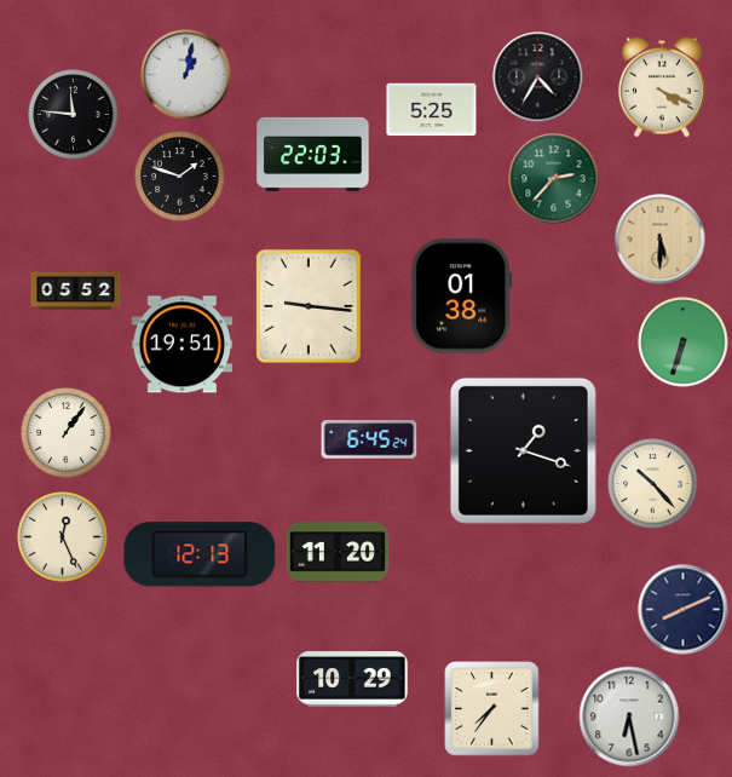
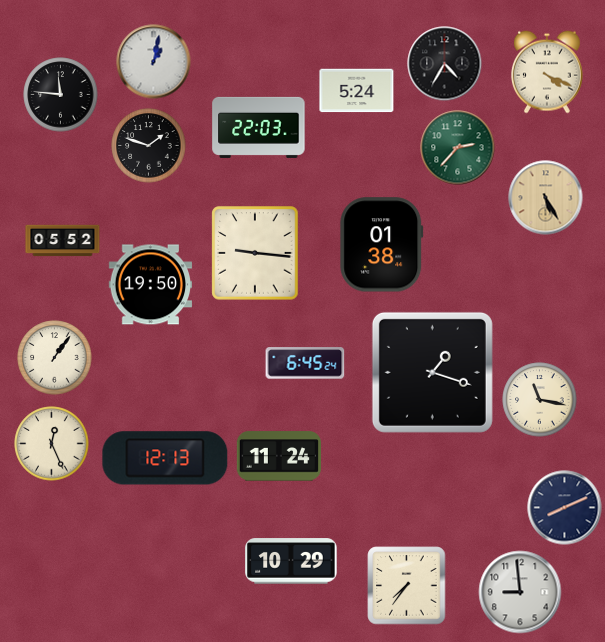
clock at (432, 110): 5:25 -> 5:24
clock at (661, 240): 5:30 -> 5:25
clock at (684, 343): 6:33 -> none
clock at (183, 345): 19:51 -> 19:50
clock at (653, 484): 10:23 -> 11:17
clock at (336, 552): 11:20 -> 11:24
clock at (684, 610) position: (684, 610) -> (565, 508)
clock at (629, 716): 6:28 -> 8:59
